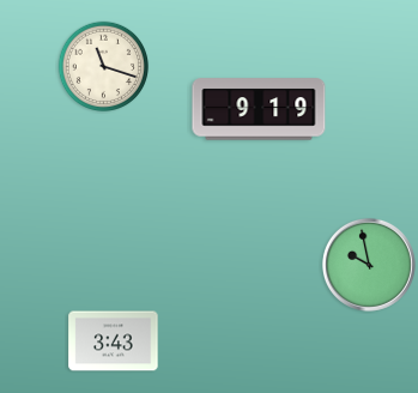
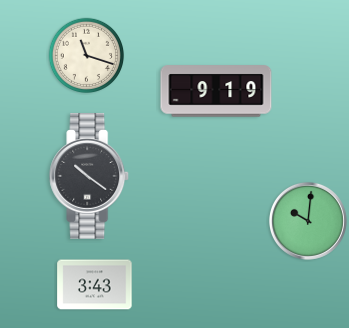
clock at (90, 176): none -> 10:21
clock at (369, 265): 9:58 -> 10:01
